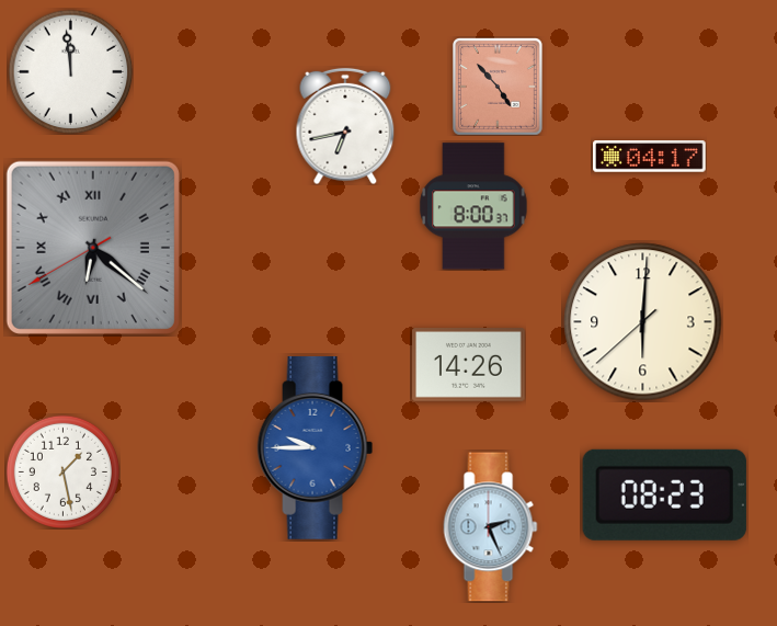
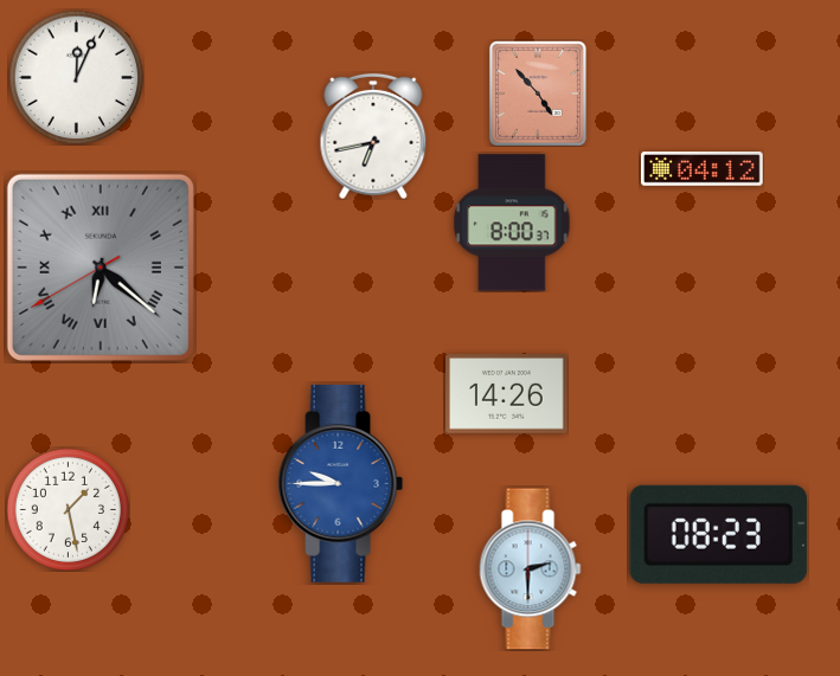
clock at (70, 71): 11:59 -> 12:04
clock at (650, 157): 04:17 -> 04:12
clock at (643, 322): 6:00 -> none
clock at (491, 527): 2:26 -> 2:30
